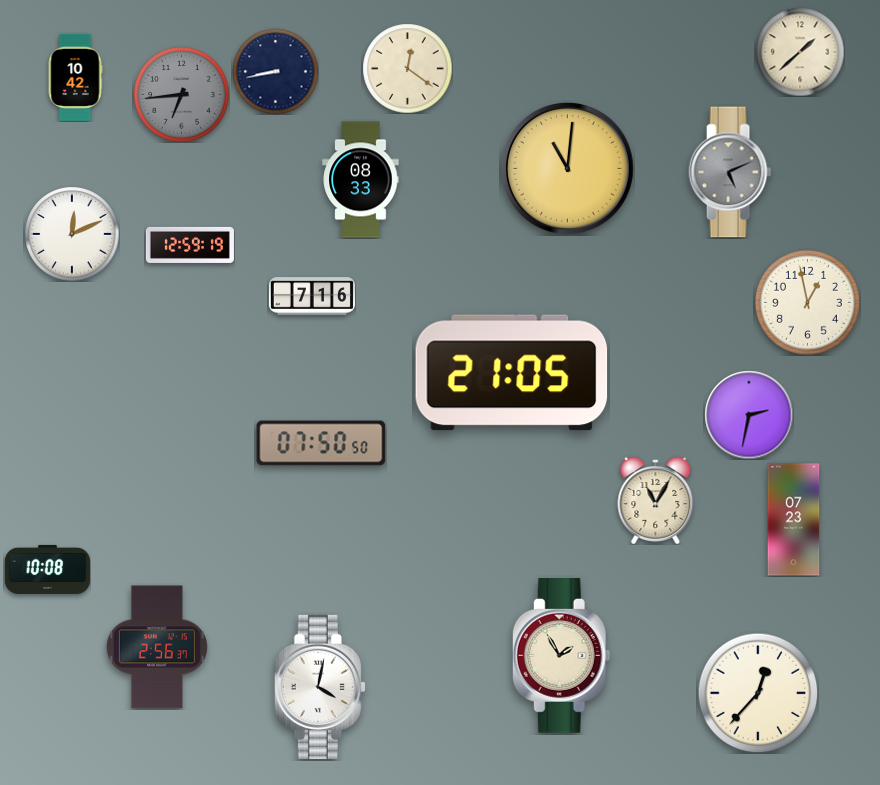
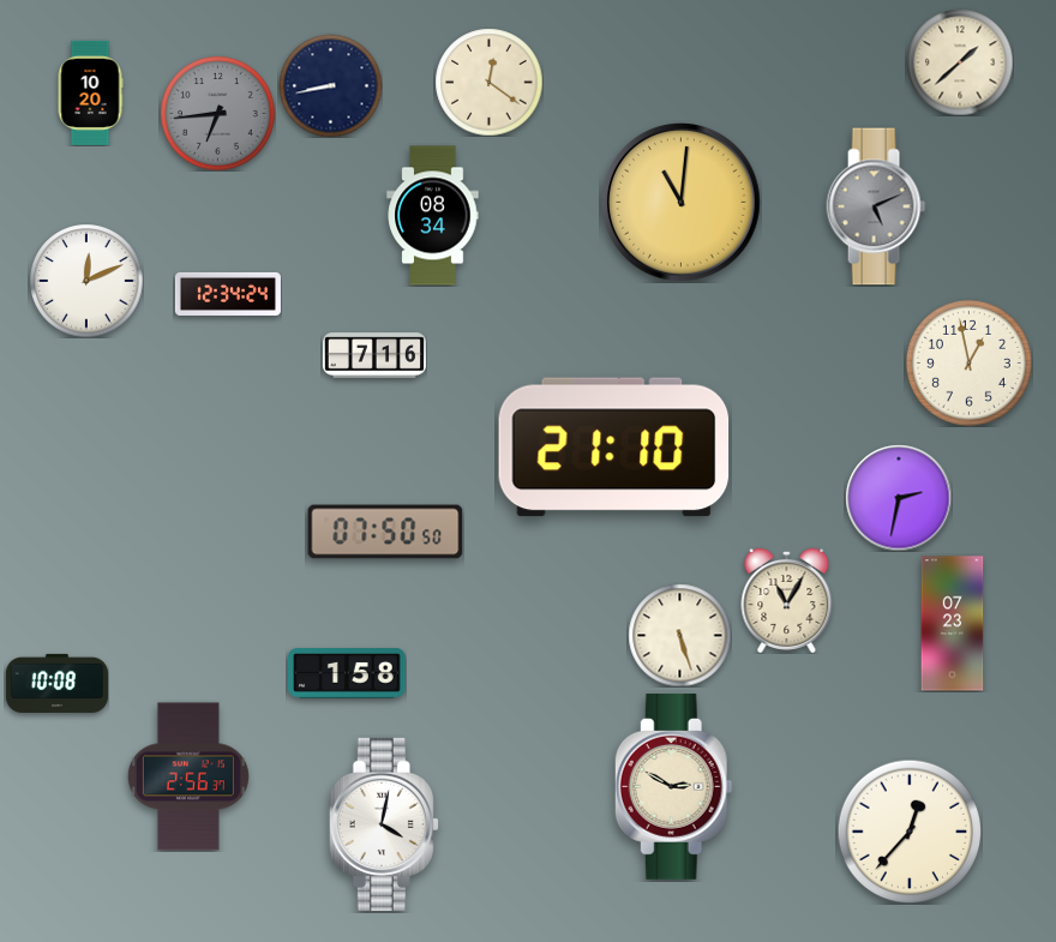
clock at (75, 77): 10:42 -> 10:20
clock at (361, 180): 08:33 -> 08:34
clock at (190, 245): 12:59 -> 12:34
clock at (512, 373): 21:05 -> 21:10
clock at (679, 635): none -> 5:27
clock at (347, 674): none -> 1:58
clock at (561, 655): 1:55 -> 2:50
